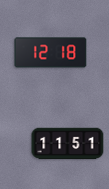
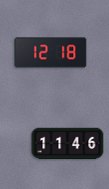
clock at (68, 144): 11:51 -> 11:46
